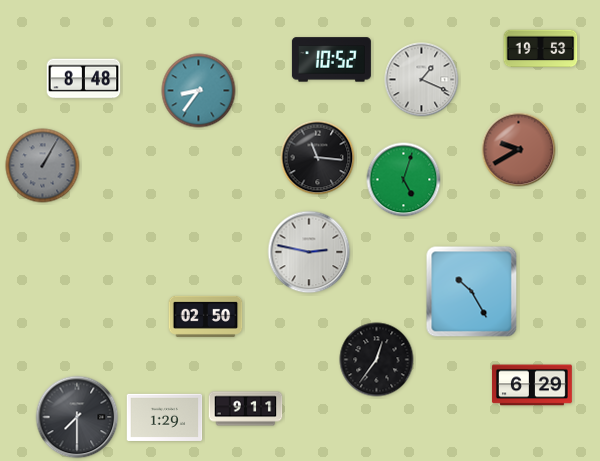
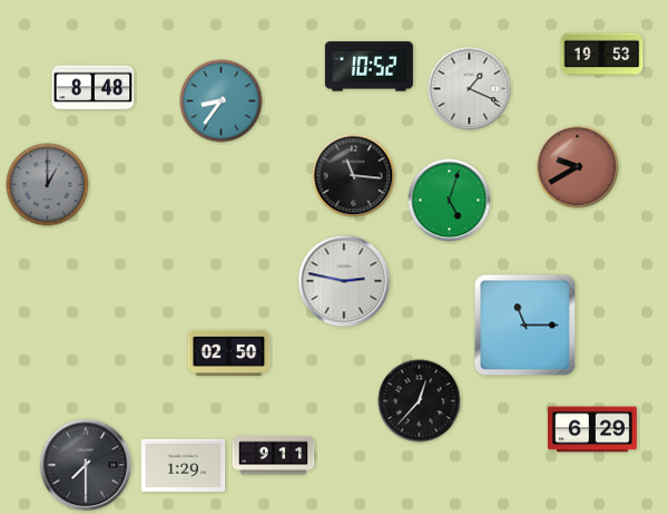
clock at (43, 166): 1:05 -> 1:00
clock at (472, 292): 10:25 -> 11:15
clock at (377, 360): 12:36 -> 12:37
